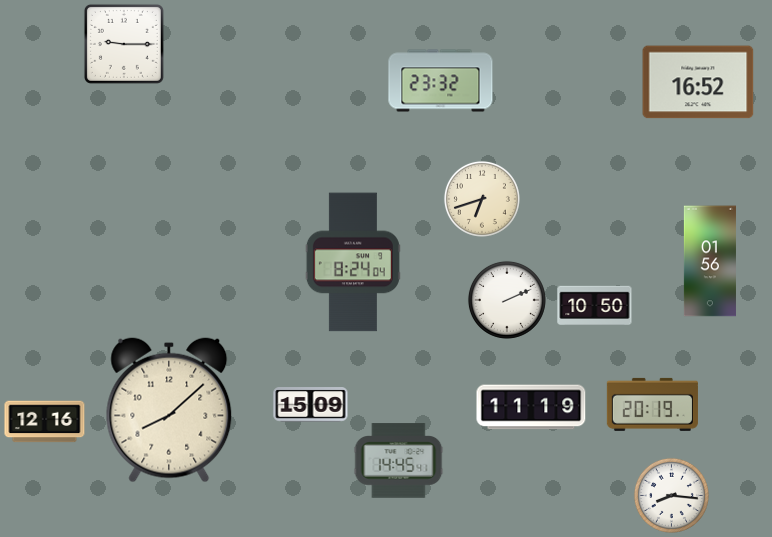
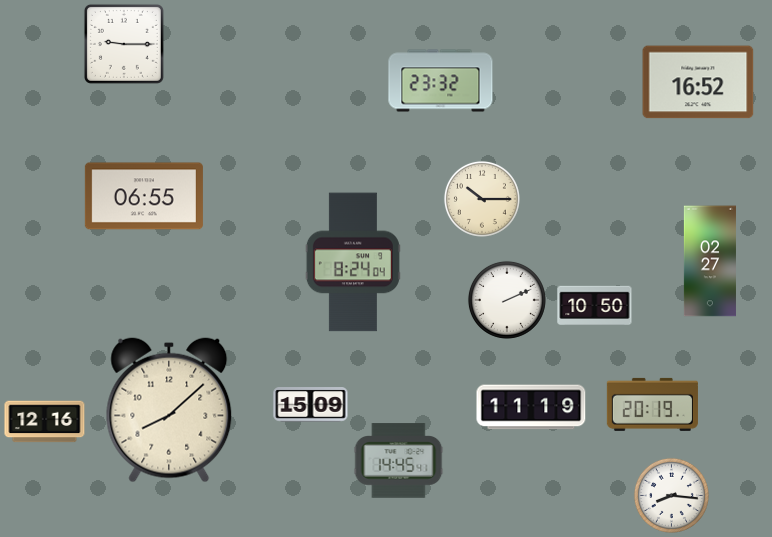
clock at (144, 196): none -> 06:55
clock at (482, 199): 6:42 -> 10:15
clock at (710, 261): 01:56 -> 02:27
